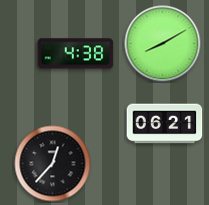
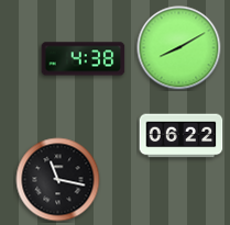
clock at (165, 124): 06:21 -> 06:22
clock at (53, 164): 12:37 -> 11:17
